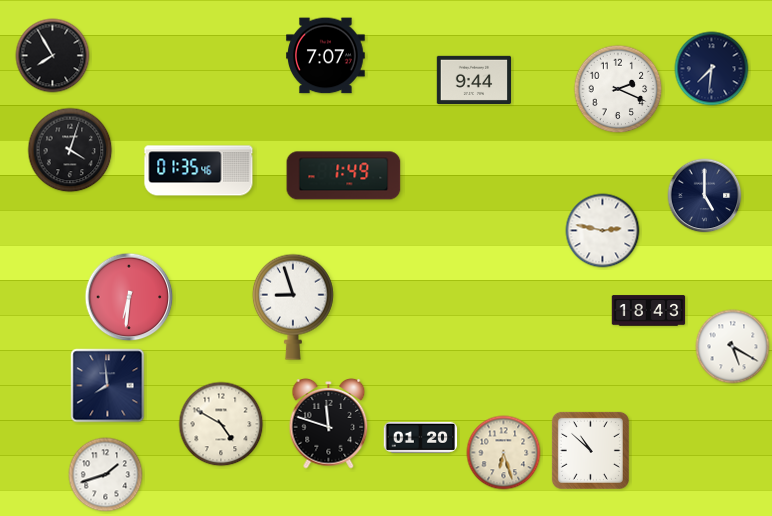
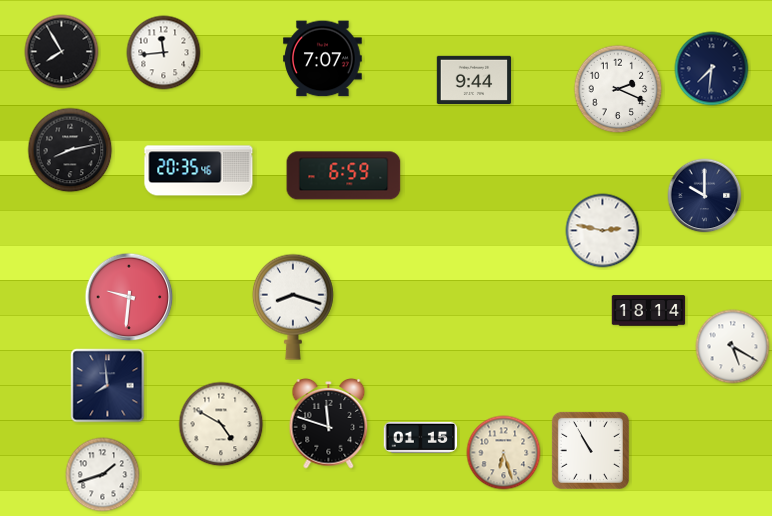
clock at (164, 53): none -> 11:44
clock at (53, 56) position: (53, 56) -> (62, 52)
clock at (326, 56) position: (326, 56) -> (323, 59)
clock at (70, 150): 4:03 -> 8:13
clock at (199, 171): 01:35 -> 20:35
clock at (344, 176): 1:49 -> 6:59
clock at (705, 196): 5:00 -> 10:00
clock at (129, 297): 6:31 -> 9:31
clock at (293, 307): 8:57 -> 8:18
clock at (649, 311): 18:43 -> 18:14
clock at (421, 437): 01:20 -> 01:15
clock at (590, 450): 10:52 -> 10:55
clock at (106, 475) position: (106, 475) -> (103, 475)
